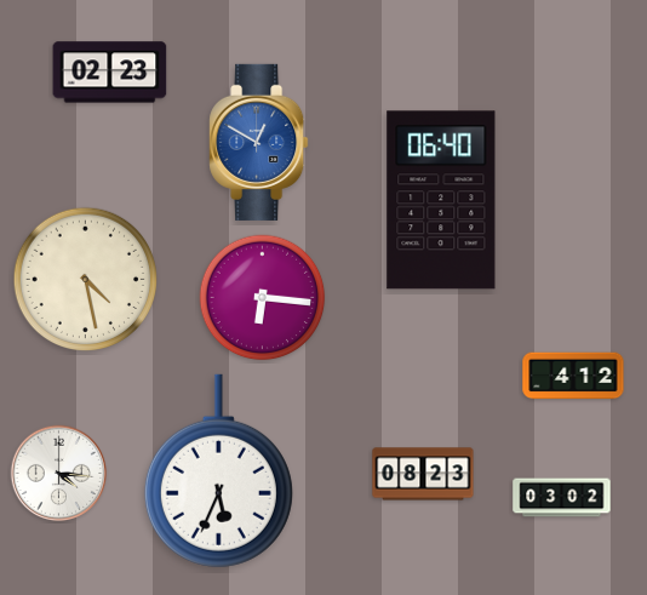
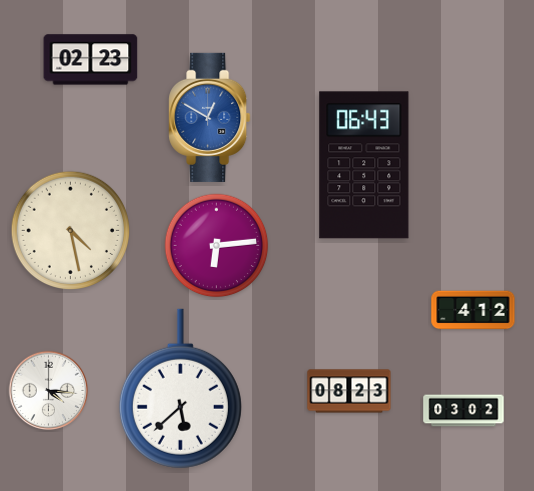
clock at (259, 142) position: (259, 142) -> (210, 117)
clock at (441, 200): 06:40 -> 06:43
clock at (263, 298): 6:16 -> 6:14
clock at (218, 471): 5:34 -> 5:38
